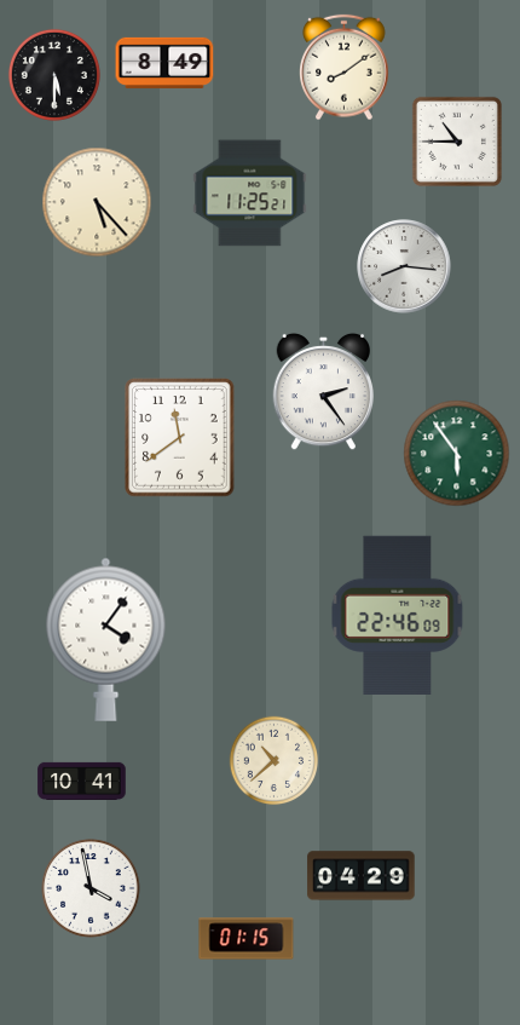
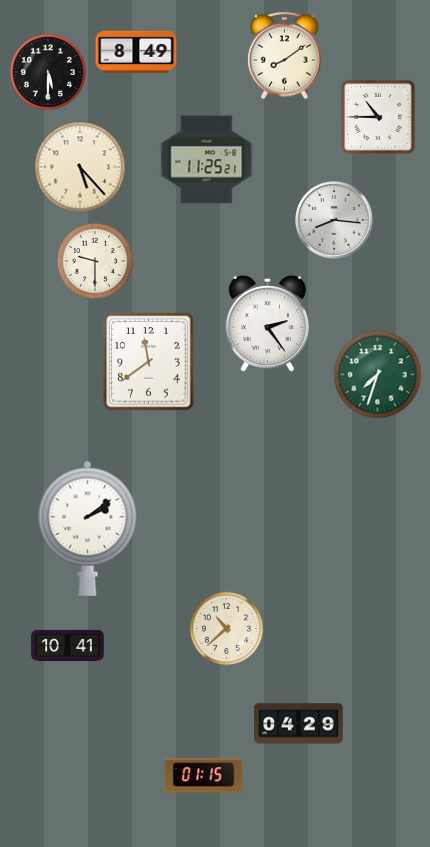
clock at (54, 75) position: (54, 75) -> (48, 72)
clock at (95, 261): none -> 9:30
clock at (457, 454): 5:54 -> 7:33
clock at (398, 615): 22:46 -> none
clock at (106, 639): 4:06 -> 2:09
clock at (91, 888): 3:58 -> none
